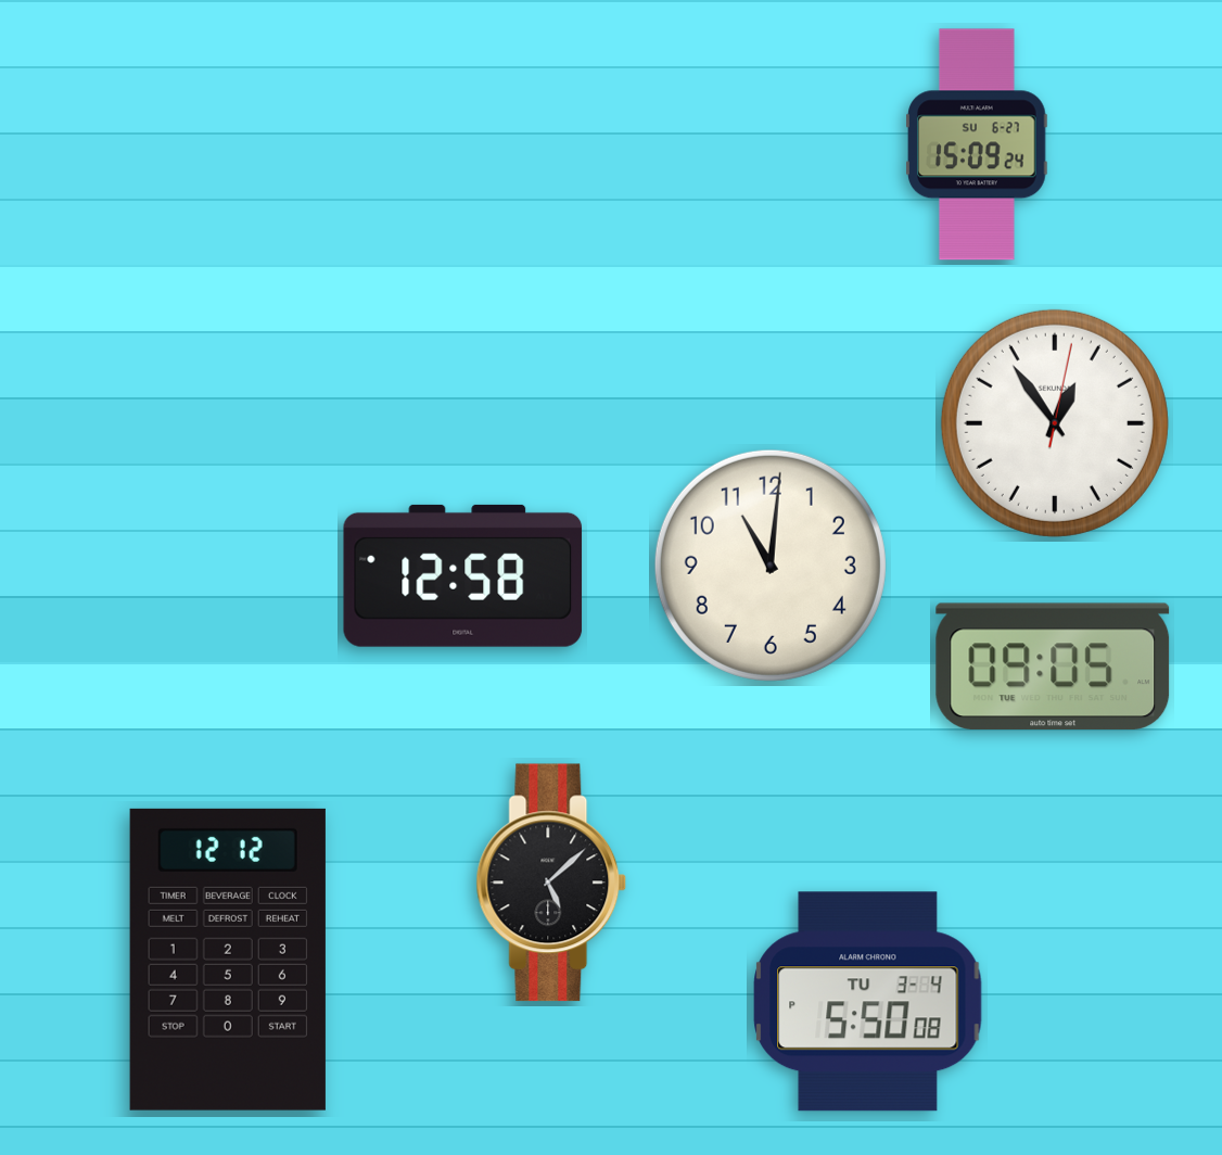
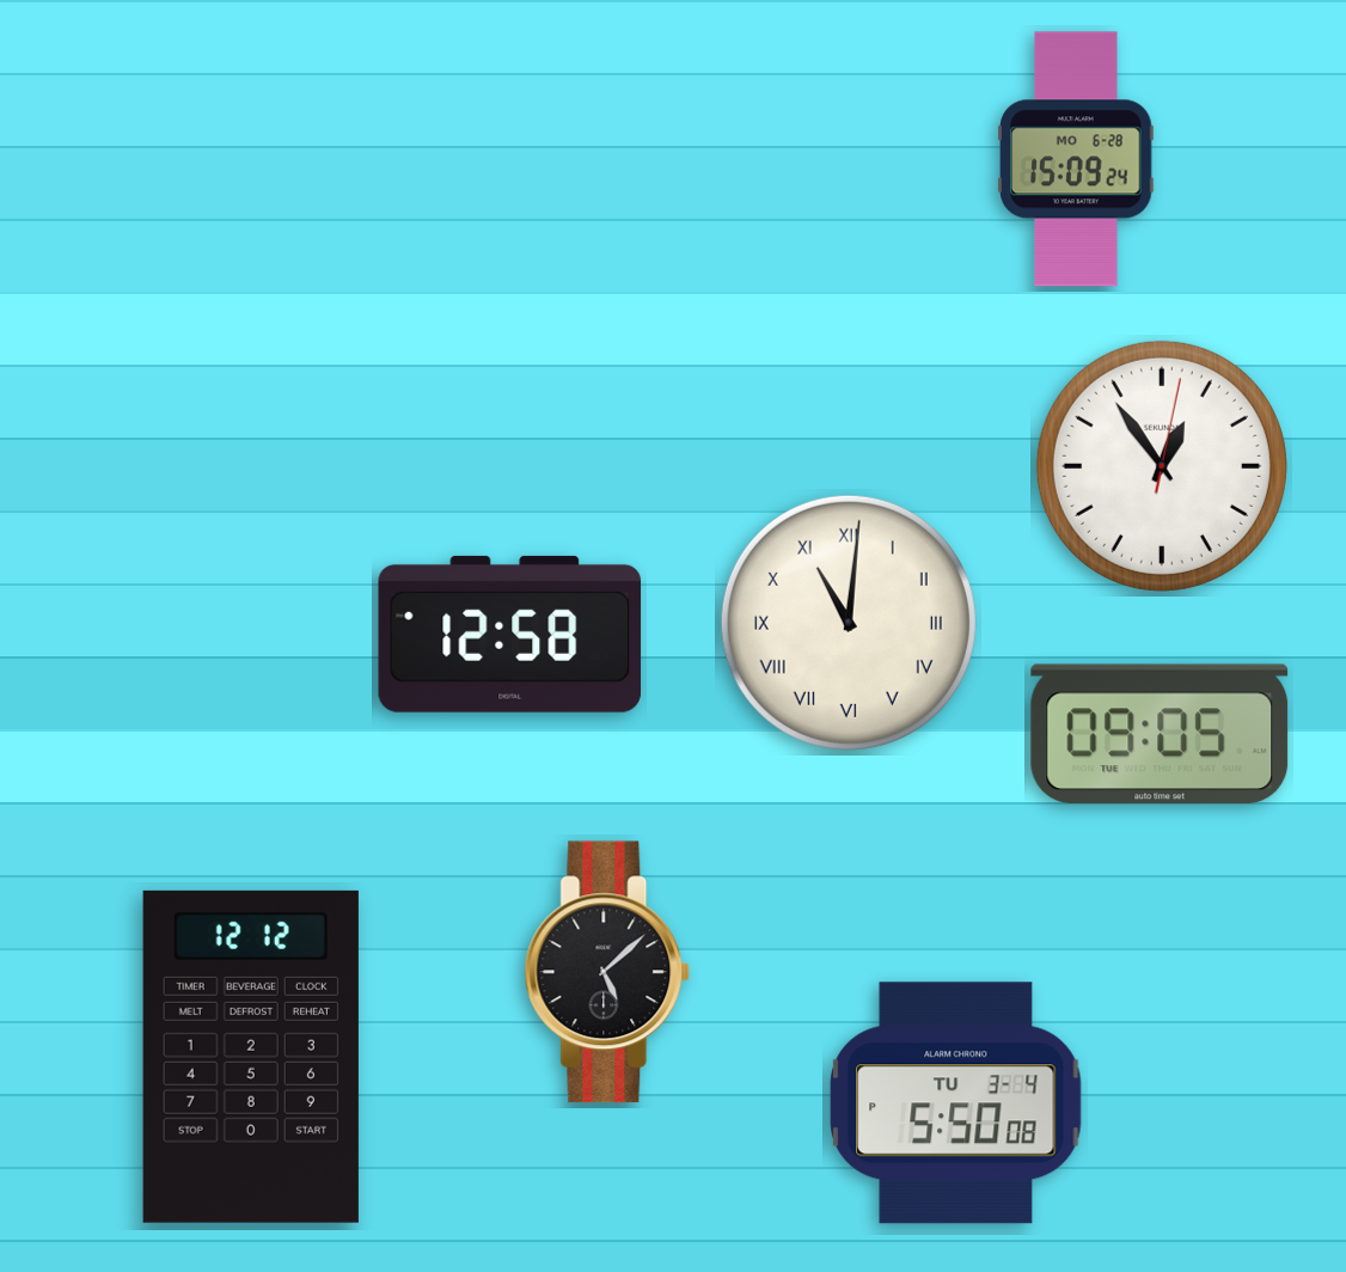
clock at (977, 144) date: SU 6-27 -> MO 6-28
clock at (771, 566) numerals: Arabic -> Roman
